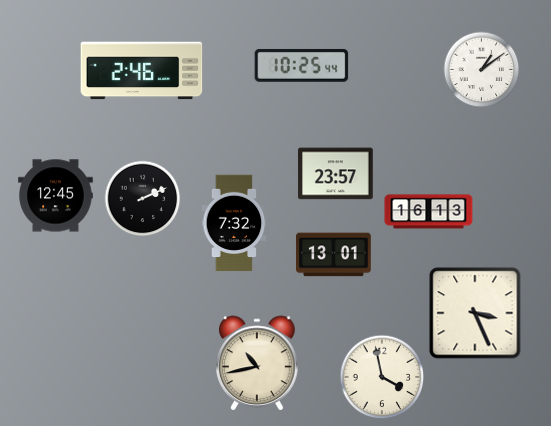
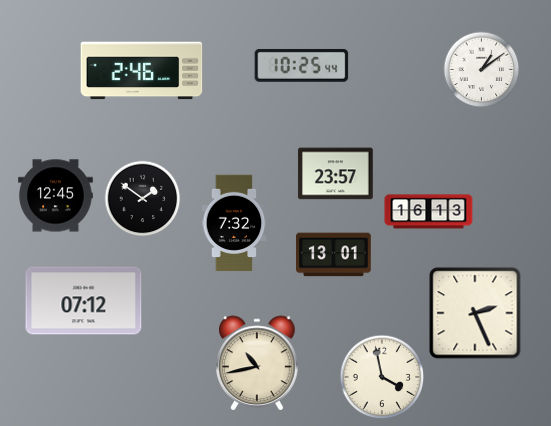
clock at (143, 199): 2:11 -> 1:51
clock at (84, 301): none -> 07:12
clock at (475, 313): 3:26 -> 2:26
